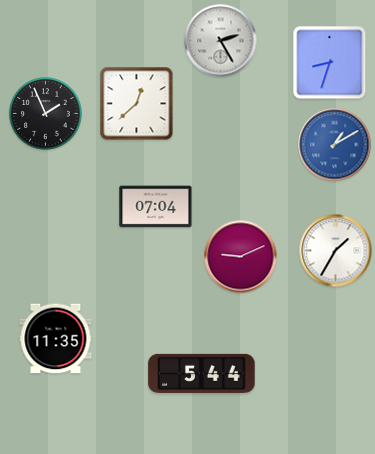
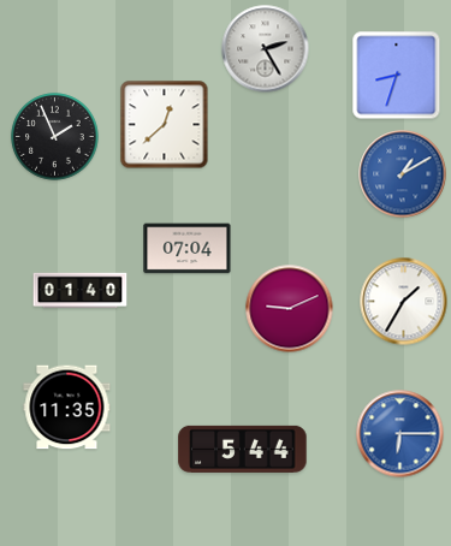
clock at (81, 291): none -> 01:40
clock at (400, 434): none -> 6:15
